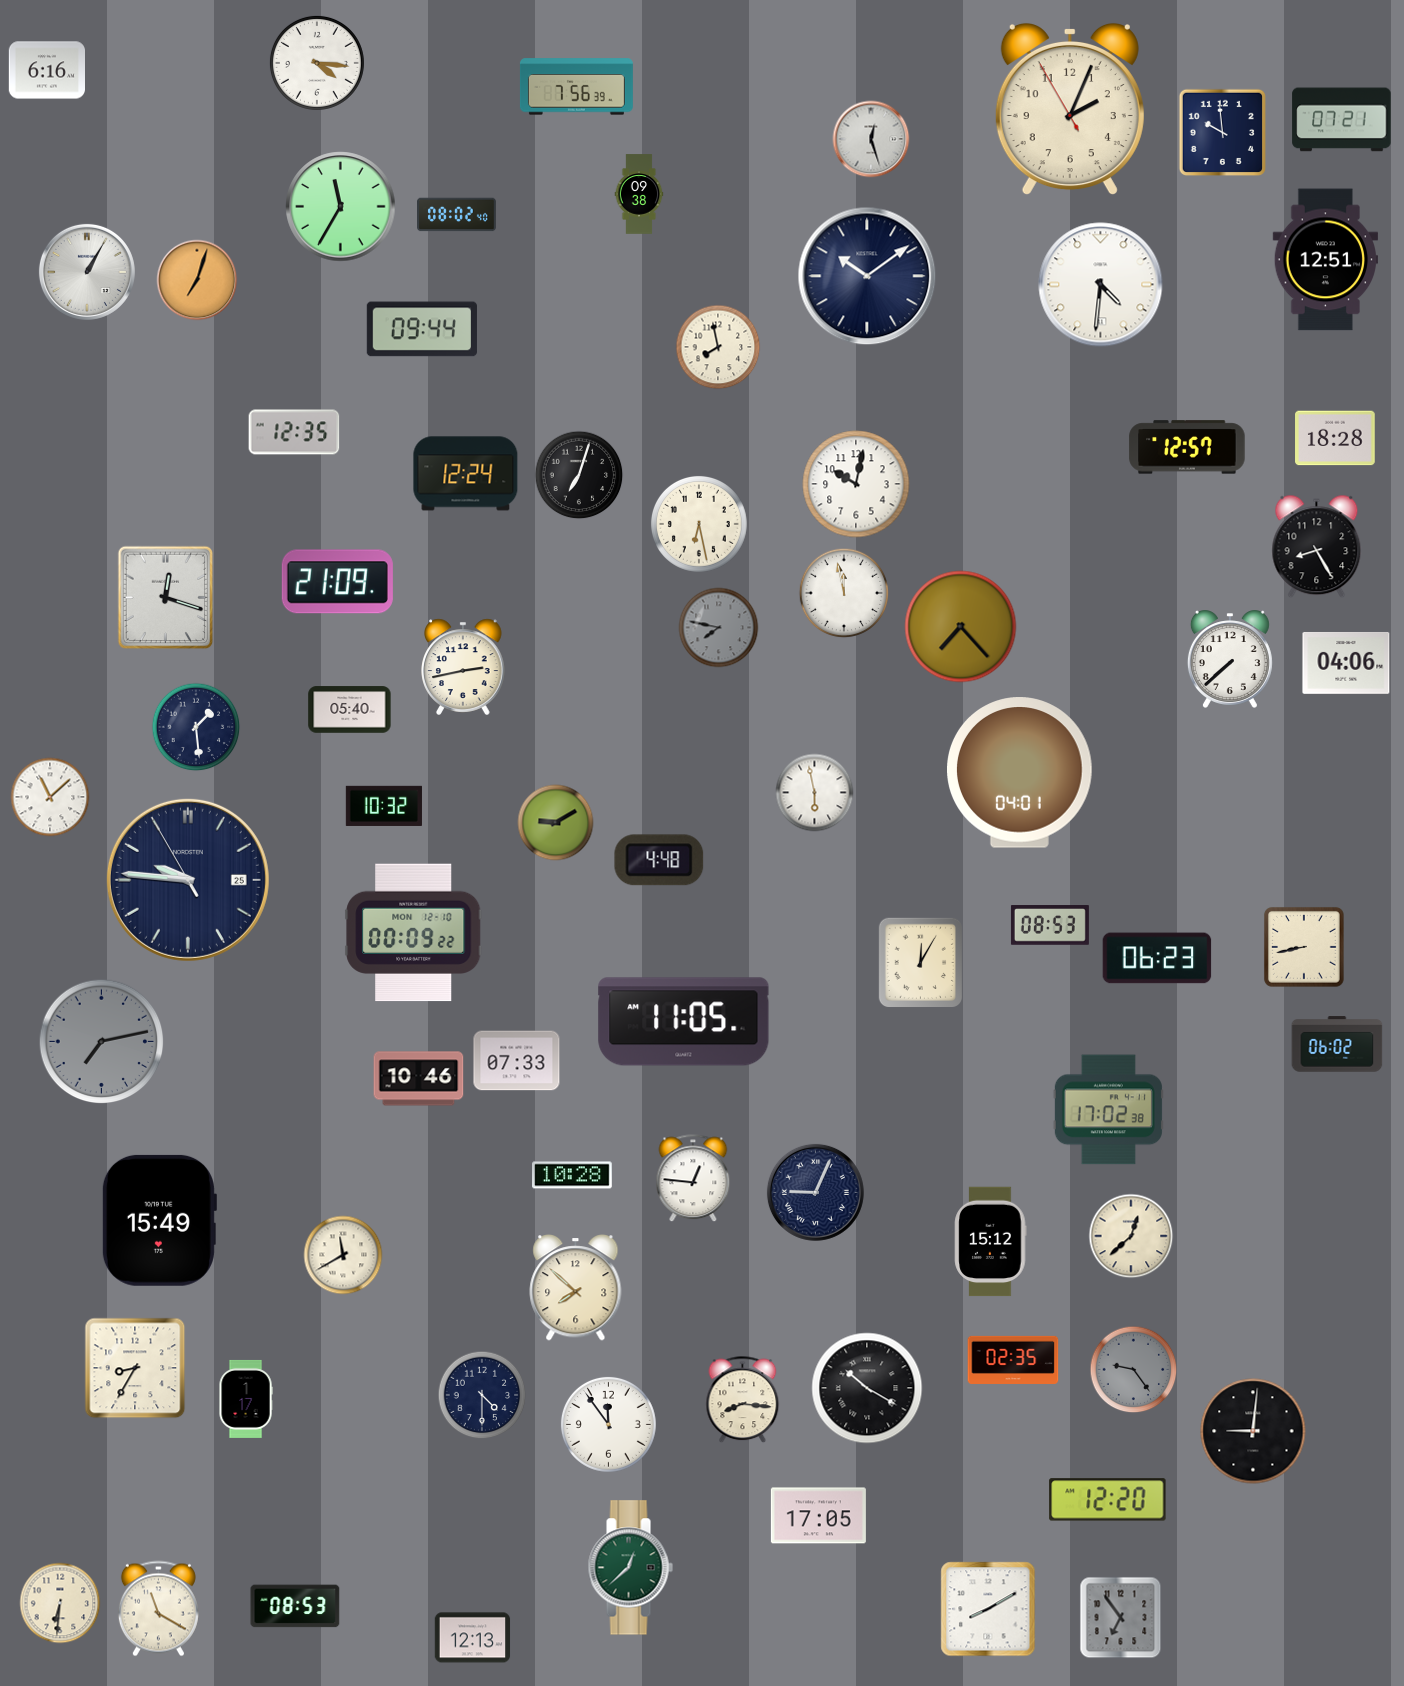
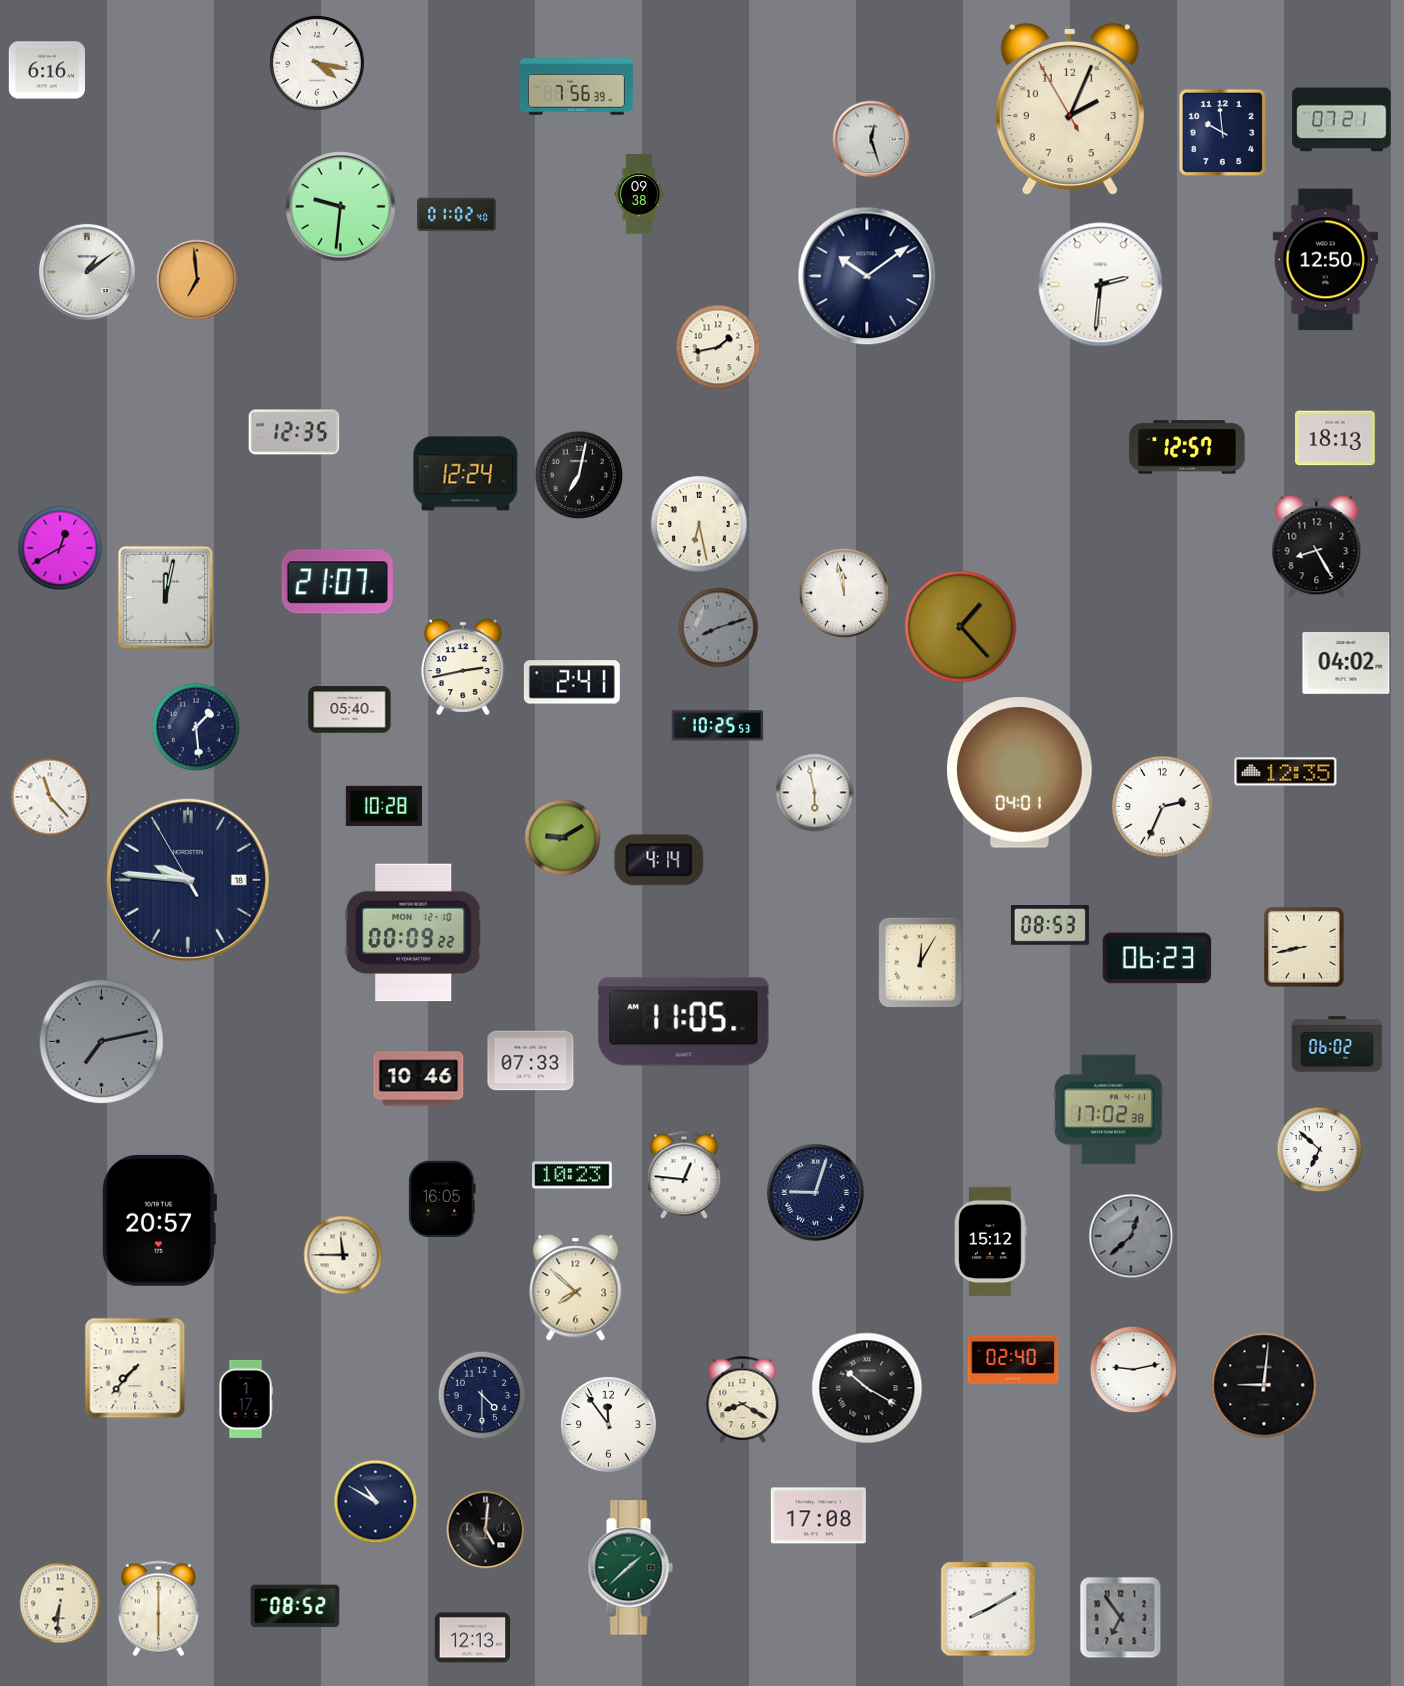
clock at (317, 63): 4:16 -> 4:17
clock at (341, 207): 11:35 -> 9:31
clock at (457, 215): 08:02 -> 01:02
clock at (1326, 260): 12:51 -> 12:50
clock at (87, 272): 1:05 -> 1:09
clock at (197, 280): 7:03 -> 6:59
clock at (1101, 285): 4:31 -> 2:31
clock at (421, 329): 09:44 -> none
clock at (718, 347): 7:58 -> 1:43
clock at (1335, 438): 18:28 -> 18:13
clock at (579, 475): 7:03 -> 7:02
clock at (856, 484): 10:02 -> none
clock at (60, 548): none -> 12:40
clock at (337, 582): 21:09 -> 21:07
clock at (166, 598): 12:18 -> 12:02
clock at (961, 627): 7:23 -> 1:23
clock at (719, 628): 7:47 -> 8:12
clock at (1230, 659): 7:38 -> none
clock at (1346, 663): 04:06 -> 04:02
clock at (572, 682): none -> 2:41
clock at (718, 726): none -> 10:25
clock at (1286, 772): none -> 12:35
clock at (50, 797): 11:08 -> 11:23
clock at (384, 806): 10:32 -> 10:28
clock at (1163, 807): none -> 2:34
clock at (556, 823) position: (556, 823) -> (563, 838)
clock at (659, 860): 4:48 -> 4:14
clock at (188, 880) date: 25 -> 18
clock at (517, 1061) position: (517, 1061) -> (531, 1061)
clock at (1320, 1150): none -> 6:52
clock at (572, 1175): 10:28 -> 10:23
clock at (693, 1179) position: (693, 1179) -> (684, 1176)
clock at (815, 1192): 9:04 -> 9:03
clock at (442, 1199): none -> 16:05
clock at (159, 1220): 15:49 -> 20:57
clock at (1131, 1236) dial: cream -> grey
clock at (343, 1255): 11:40 -> 11:45
clock at (1013, 1360): 02:35 -> 02:40
clock at (135, 1368): 8:35 -> 7:37
clock at (1134, 1370): 9:24 -> 9:13
clock at (1134, 1370) dial: grey -> white
clock at (743, 1400): 8:16 -> 8:20
clock at (1253, 1431) position: (1253, 1431) -> (1264, 1385)
clock at (1108, 1500): 12:20 -> none
clock at (376, 1502): none -> 10:50
clock at (818, 1516): 17:05 -> 17:08
clock at (486, 1530): none -> 5:01
clock at (630, 1568): 12:38 -> 1:38
clock at (295, 1606): 08:53 -> 08:52
clock at (158, 1609): 11:20 -> 6:00
